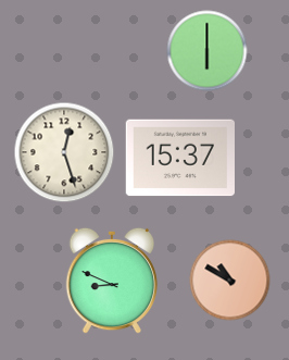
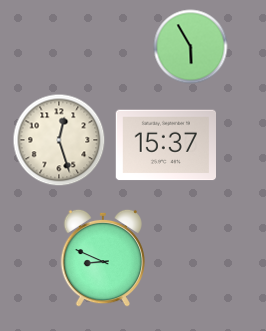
clock at (208, 51): 6:00 -> 5:55
clock at (230, 281): 10:50 -> none
